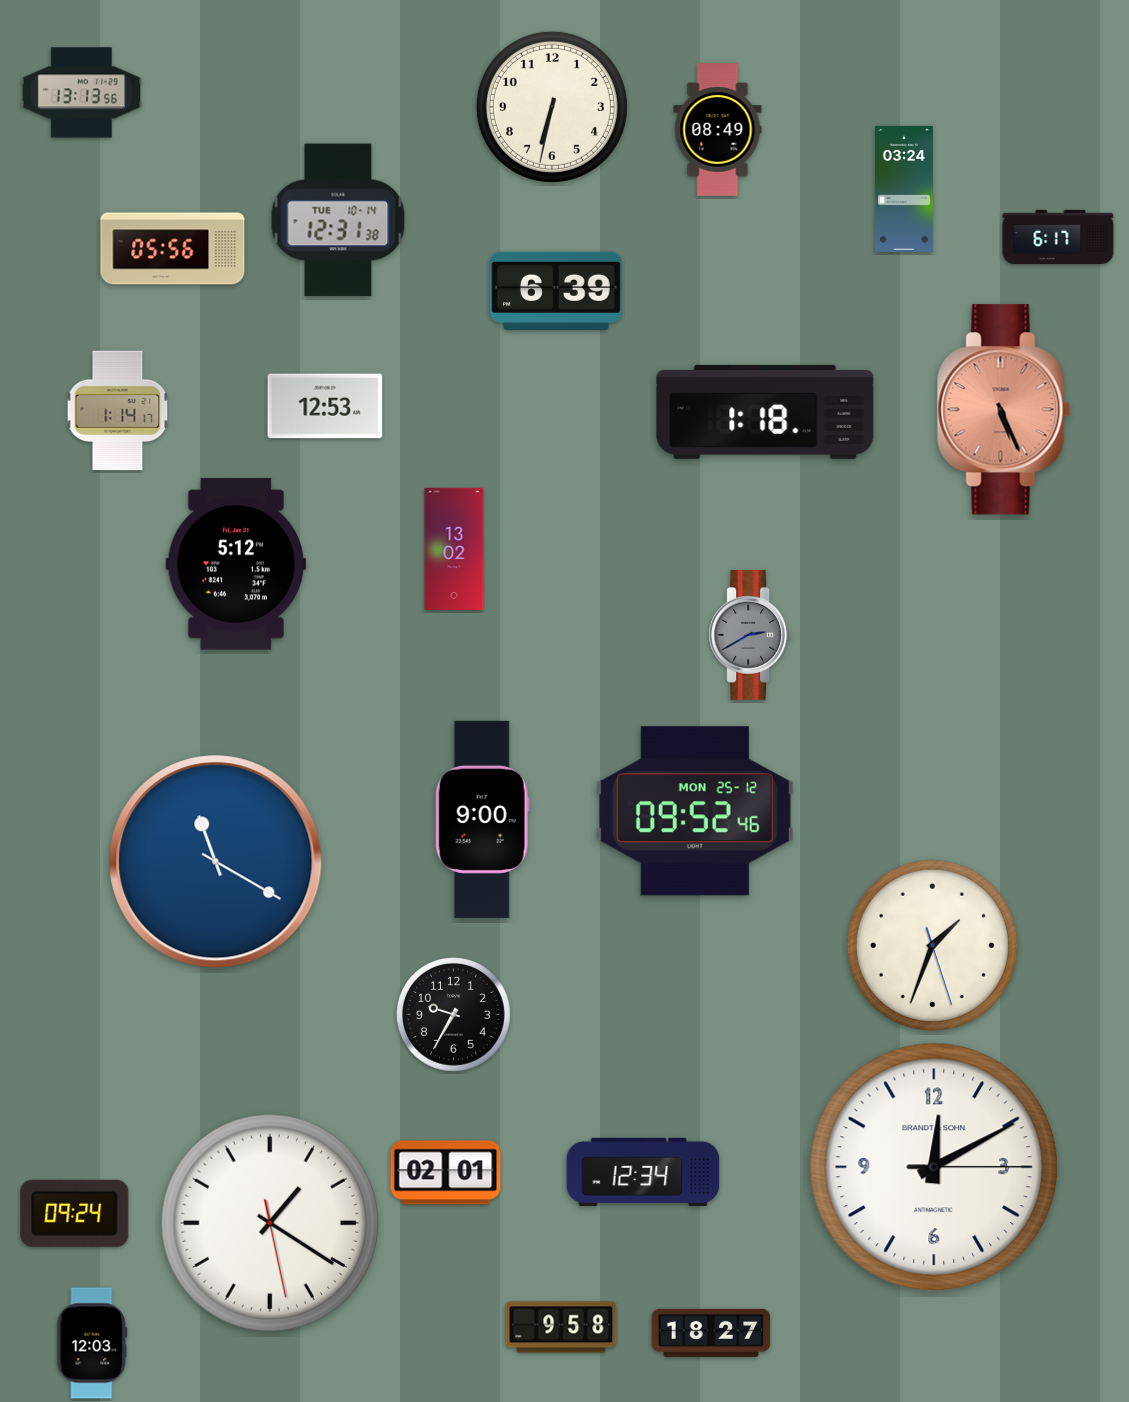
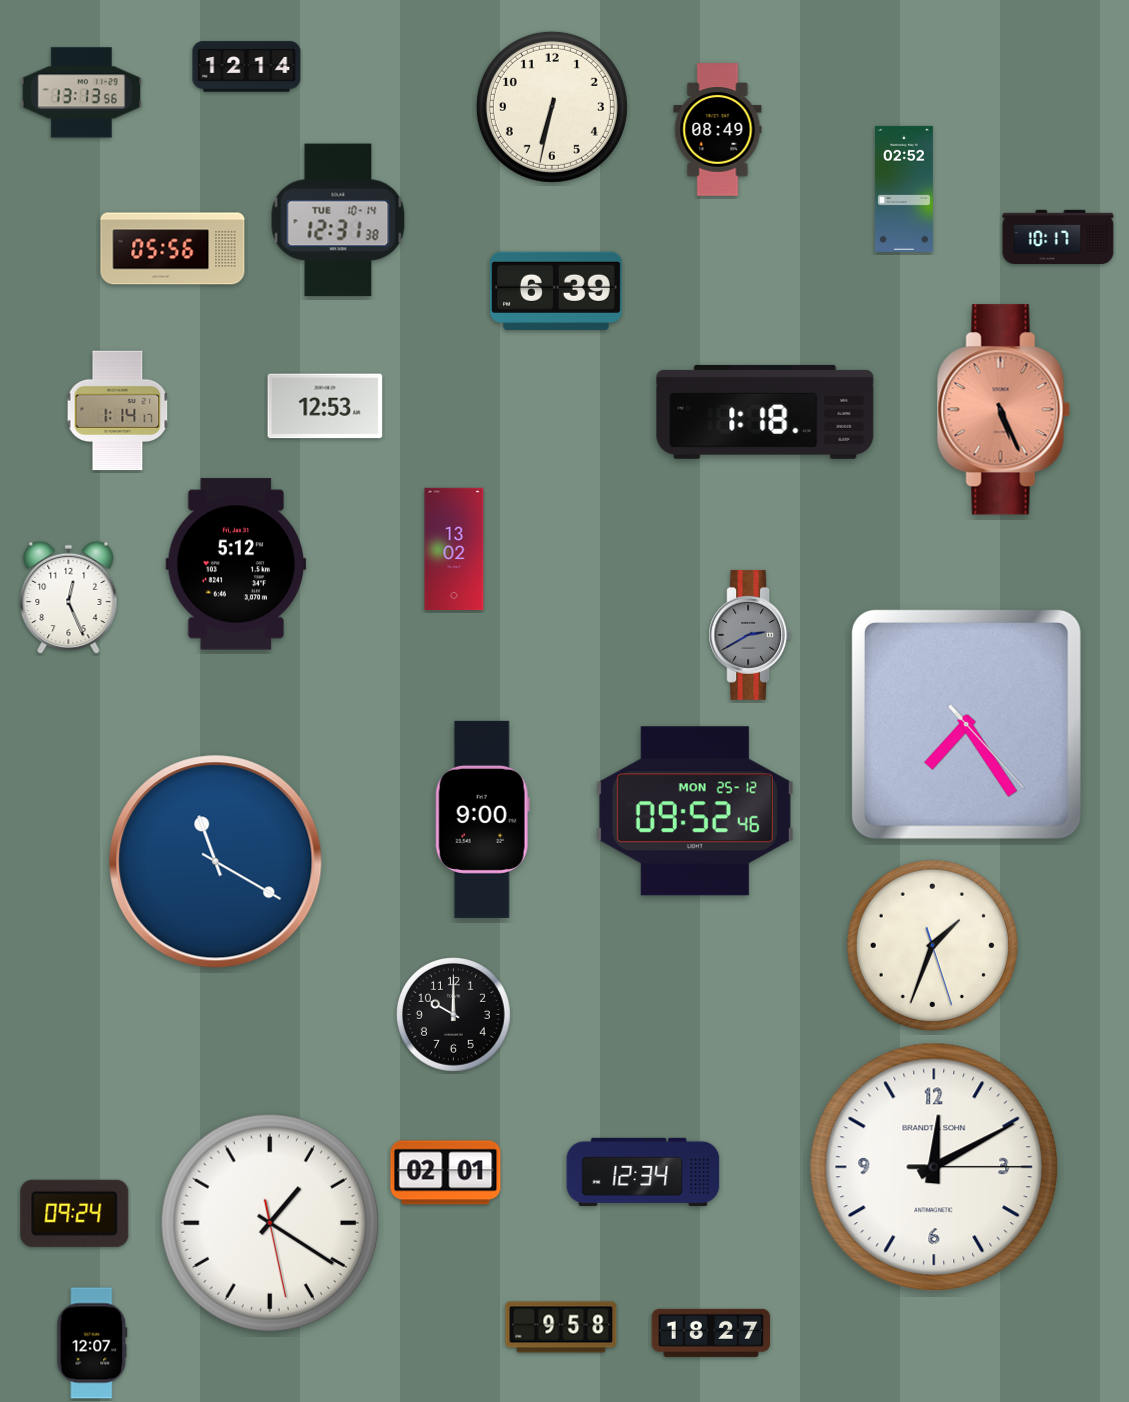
clock at (247, 67): none -> 12:14
clock at (904, 189): 03:24 -> 02:52
clock at (1058, 236): 6:17 -> 10:17
clock at (69, 598): none -> 12:26
clock at (966, 724): none -> 7:24
clock at (454, 1015): 9:35 -> 10:00
clock at (92, 1343): 12:03 -> 12:07
